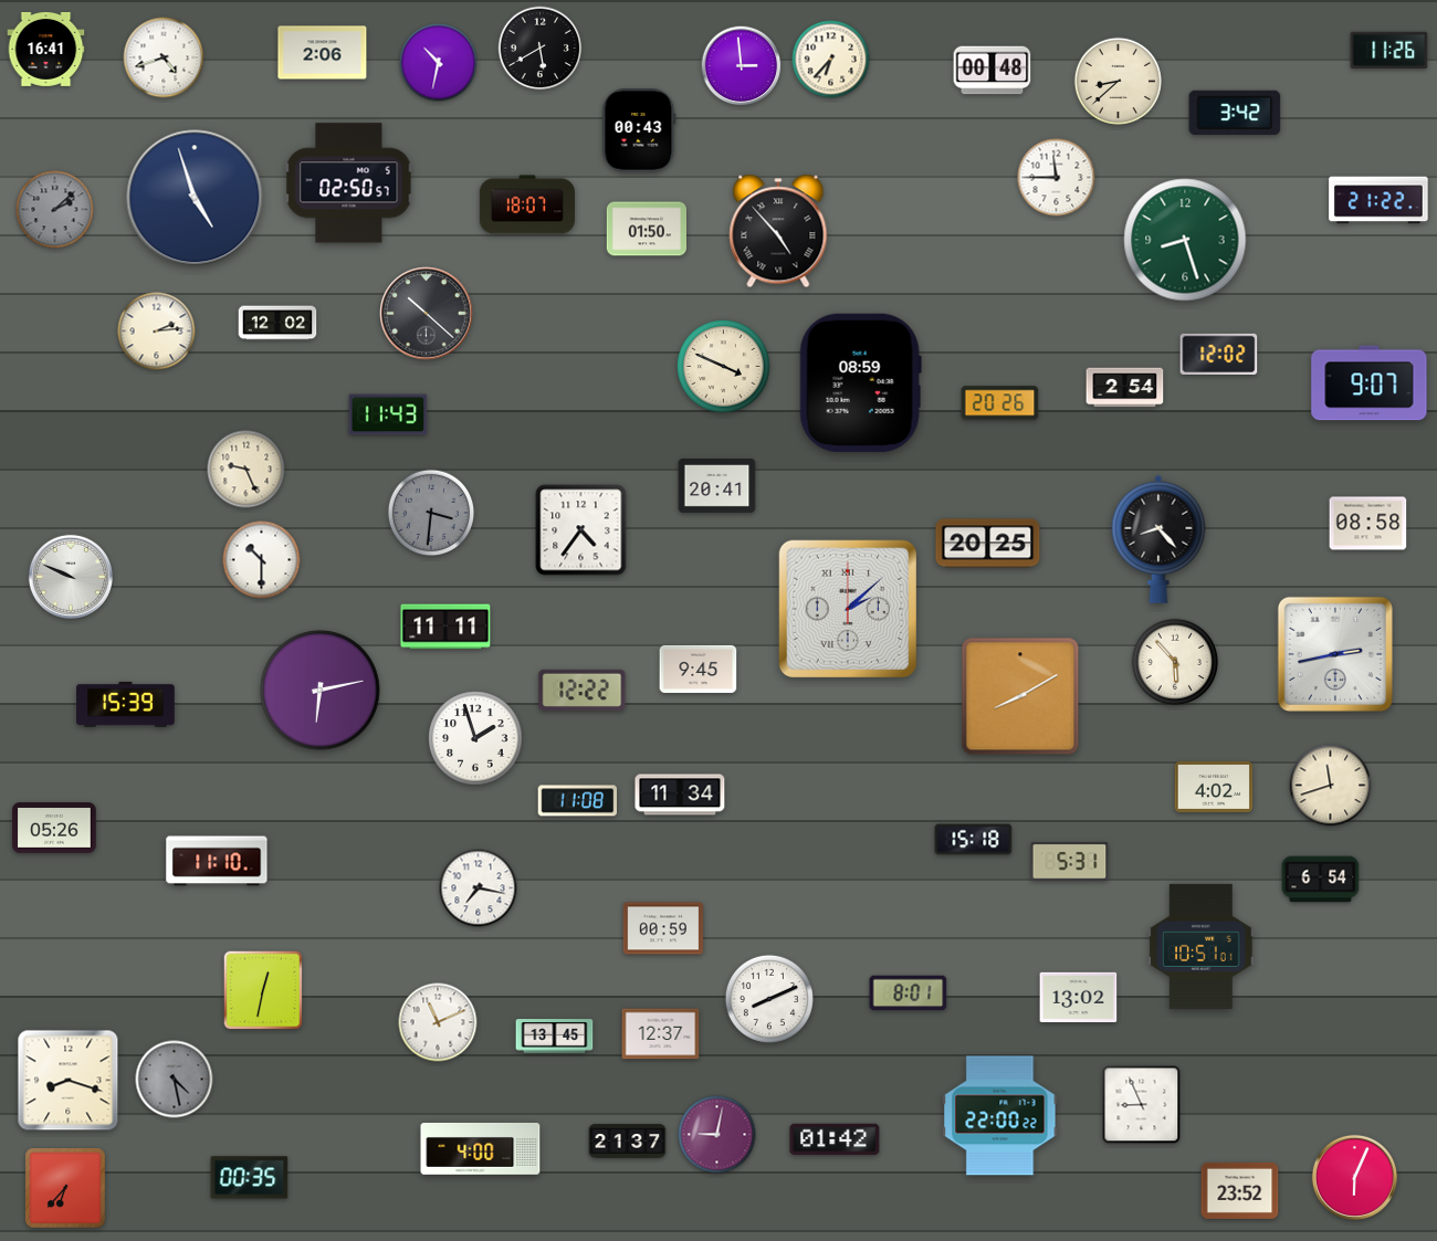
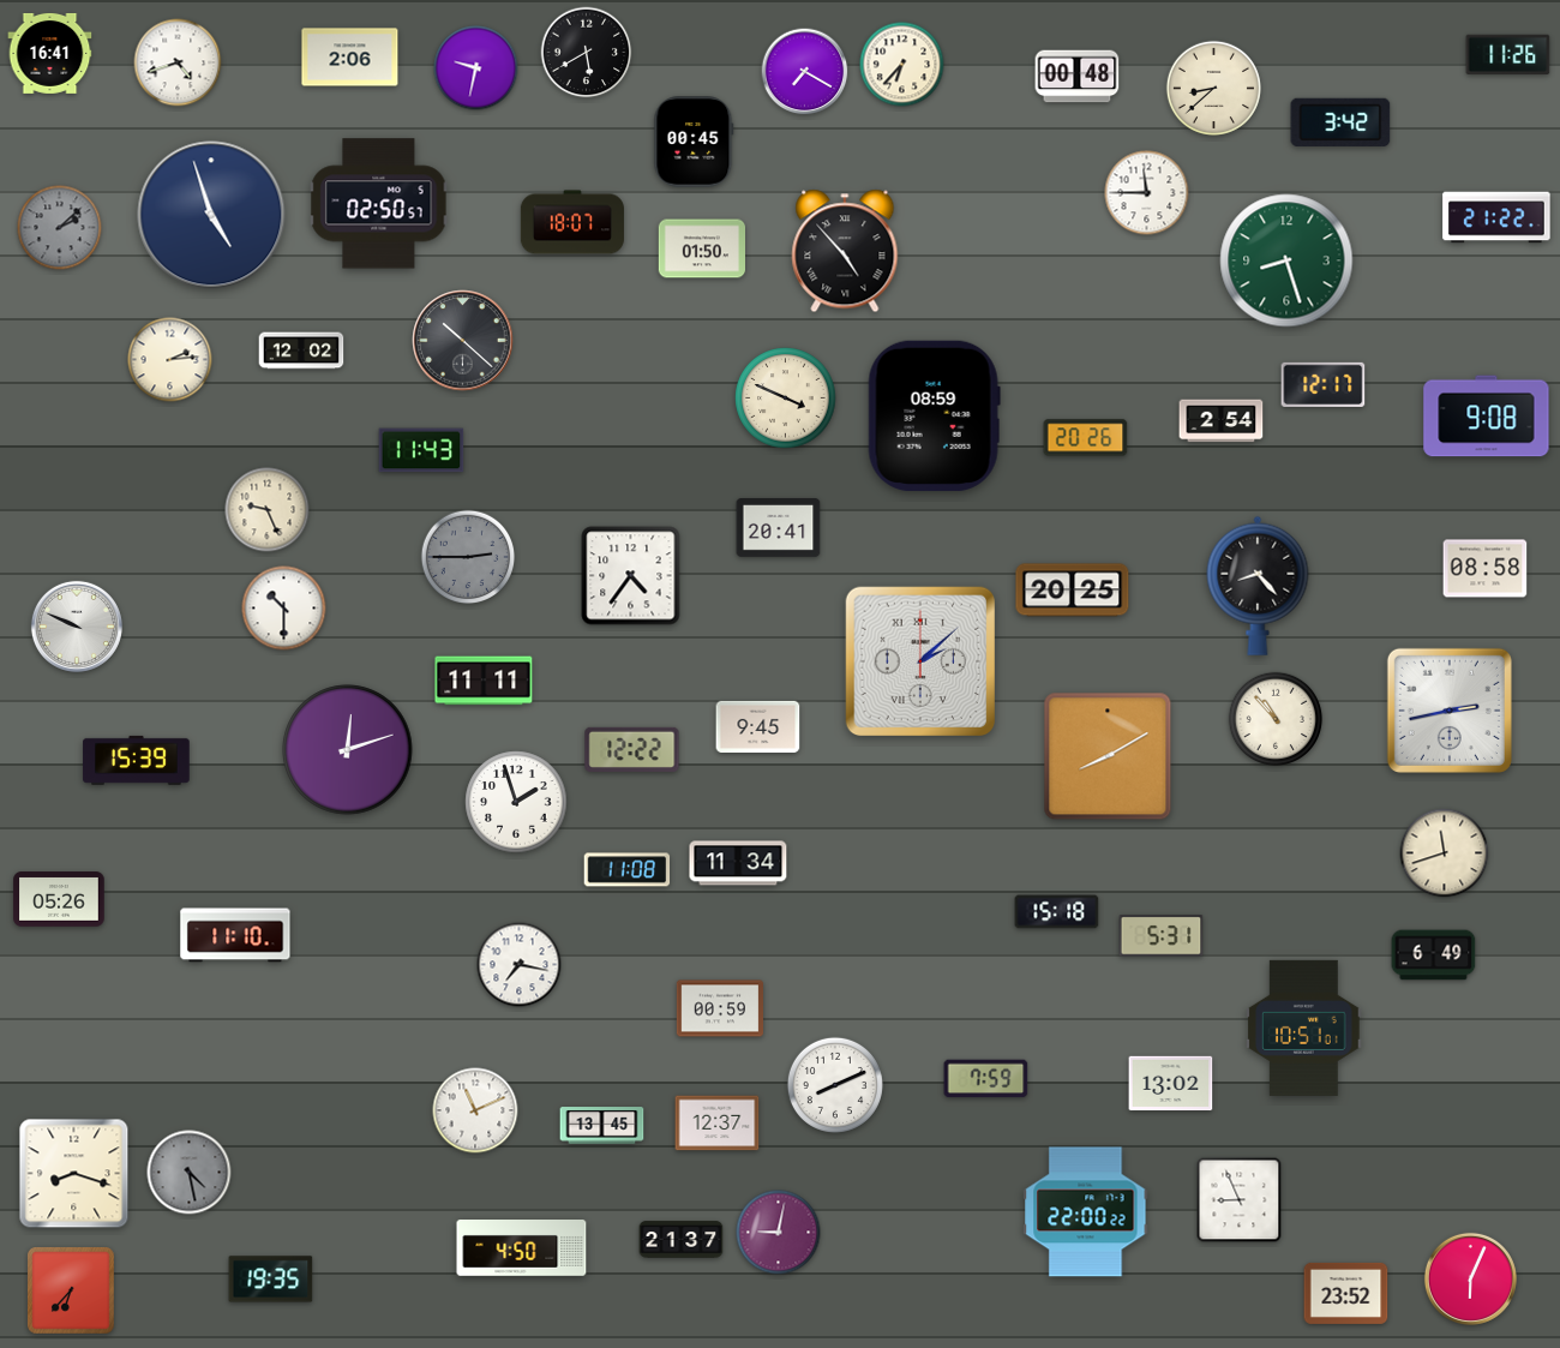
clock at (439, 63): 10:32 -> 9:32
clock at (742, 66): 2:59 -> 7:20
clock at (639, 130): 00:43 -> 00:45
clock at (349, 183) position: (349, 183) -> (379, 204)
clock at (1219, 354): 12:02 -> 12:17
clock at (1370, 383): 9:07 -> 9:08
clock at (431, 513): 3:31 -> 2:45
clock at (1175, 662): 5:53 -> 10:53
clock at (321, 691): 6:13 -> 12:12
clock at (126, 704) position: (126, 704) -> (137, 760)
clock at (1214, 787): 4:02 -> none
clock at (1321, 880): 6:54 -> 6:49
clock at (263, 990): 12:32 -> none
clock at (909, 993): 8:01 -> 7:59
clock at (835, 1139): 01:42 -> none
clock at (481, 1149): 4:00 -> 4:50
clock at (250, 1178): 00:35 -> 19:35
